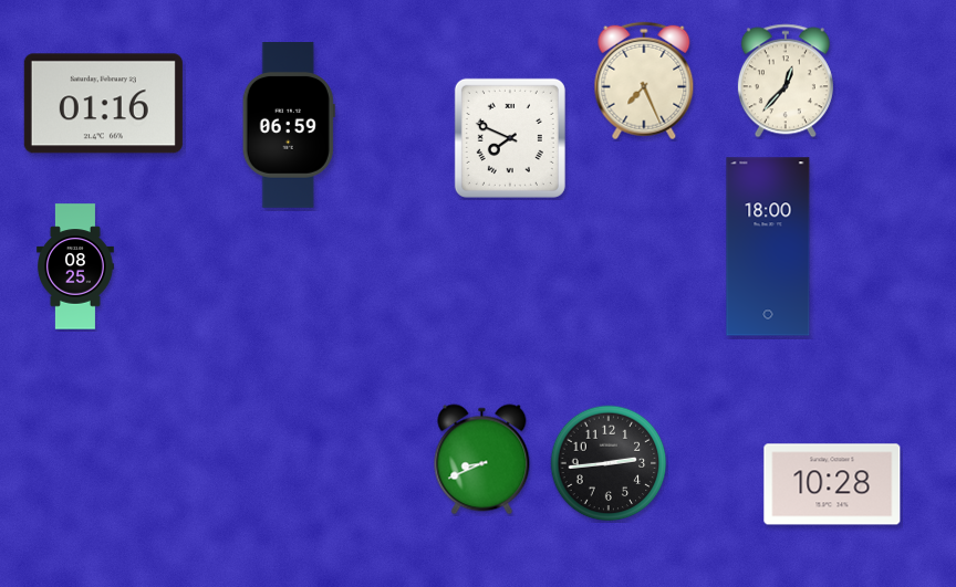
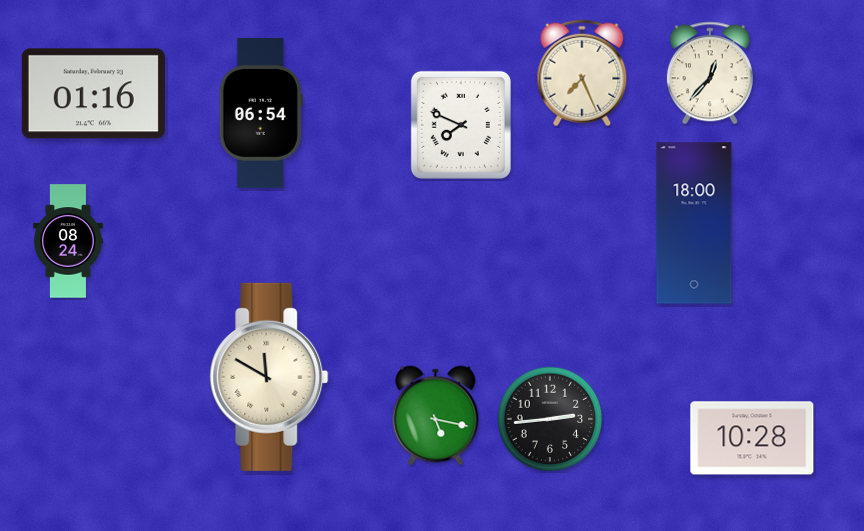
clock at (289, 126): 06:59 -> 06:54
clock at (76, 266): 08:25 -> 08:24
clock at (269, 377): none -> 11:50
clock at (482, 460): 8:41 -> 5:17
